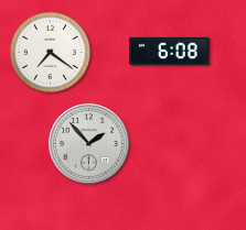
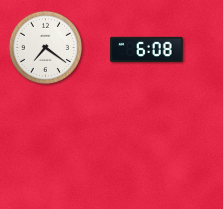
clock at (170, 51) position: (170, 51) -> (147, 49)
clock at (89, 144): 1:53 -> none
